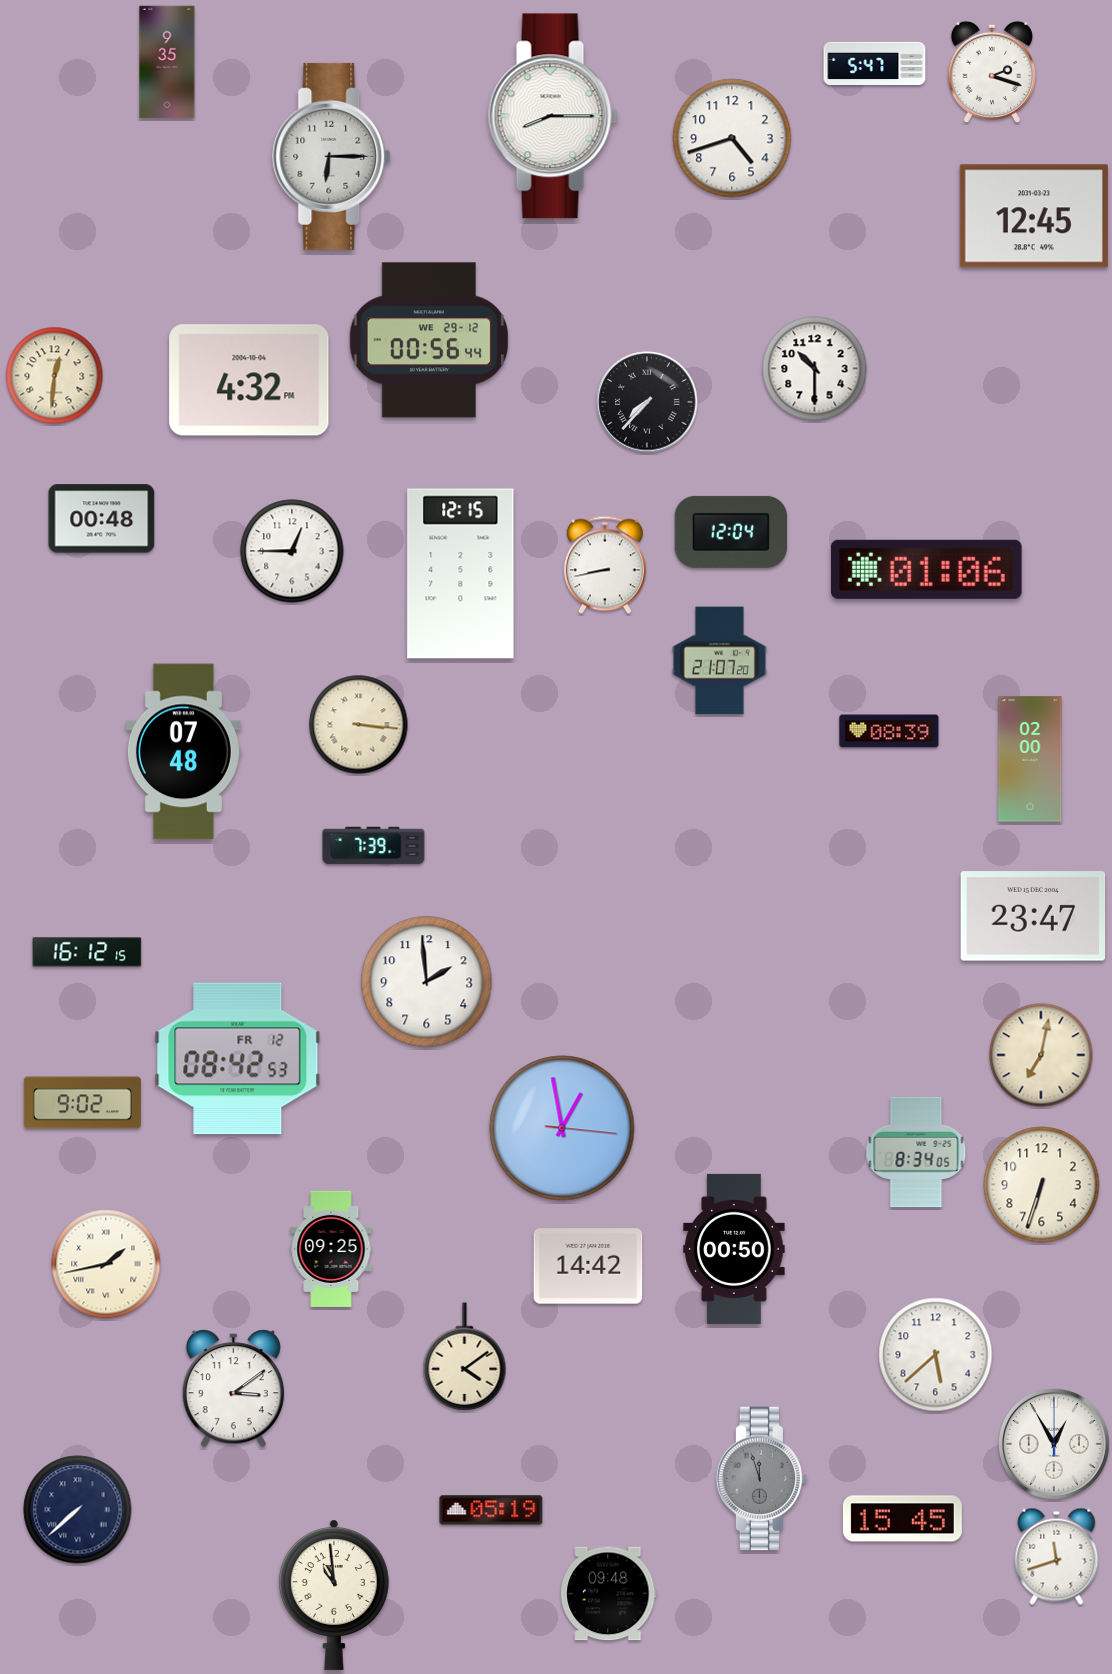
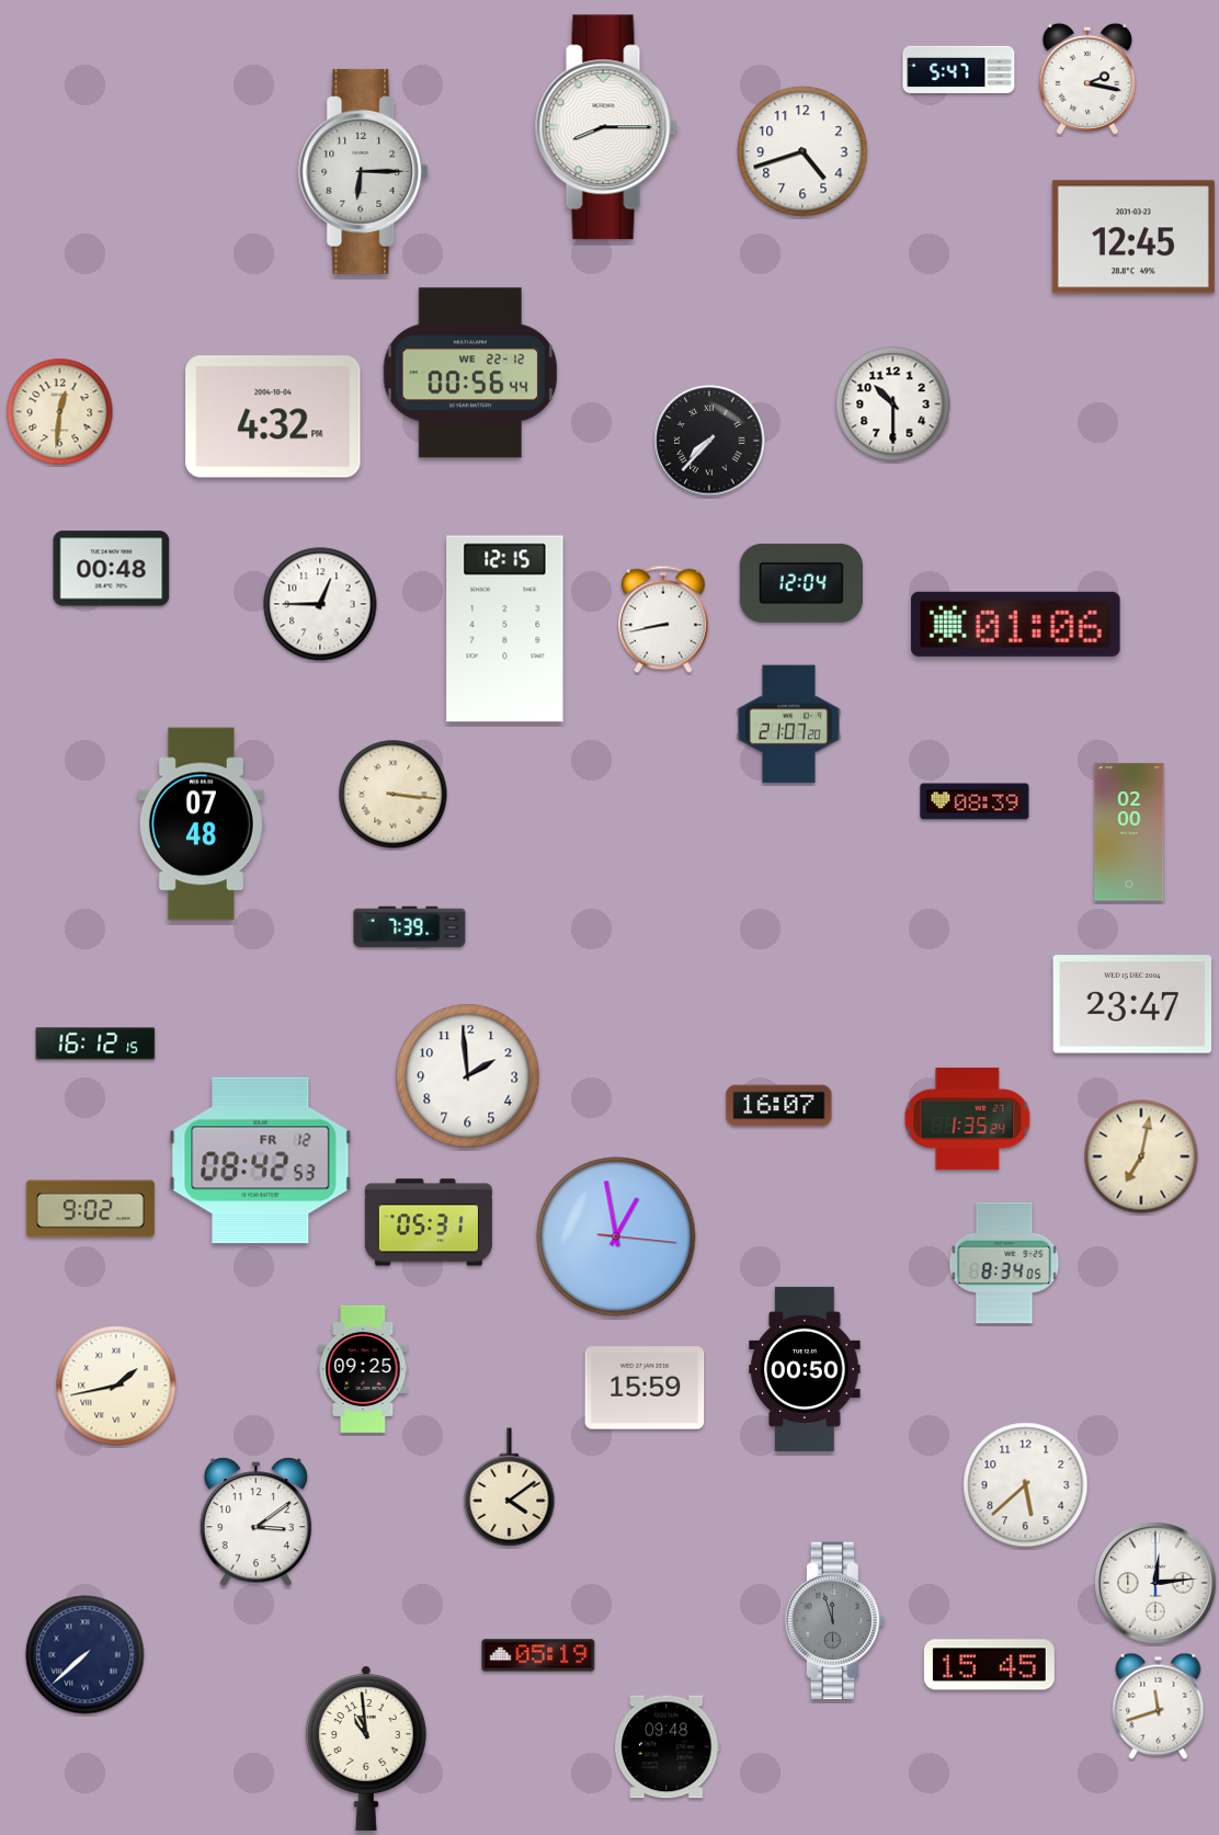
clock at (167, 62): 9:35 -> none
clock at (992, 72): 2:18 -> 2:17
clock at (429, 340) date: WE 29-12 -> WE 22-12
clock at (779, 1106): none -> 16:07
clock at (968, 1118): none -> 1:35
clock at (429, 1222): none -> 05:31
clock at (1042, 1185): 6:33 -> none
clock at (588, 1266): 14:42 -> 15:59
clock at (1055, 1445): 12:55 -> 12:14
